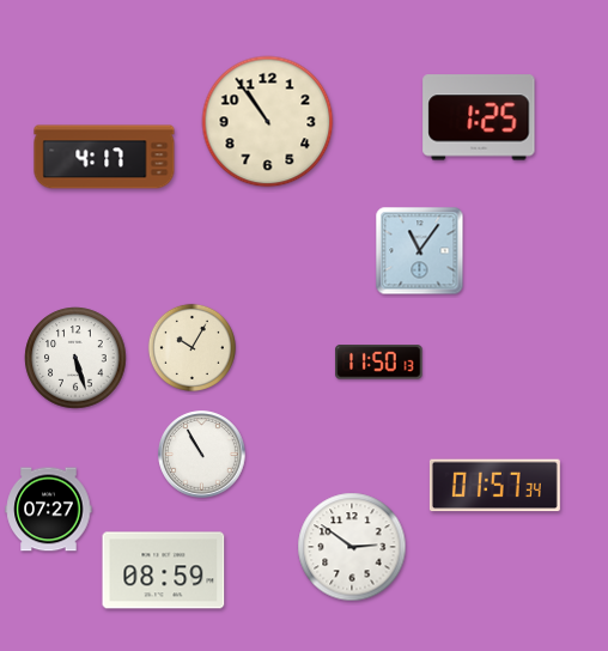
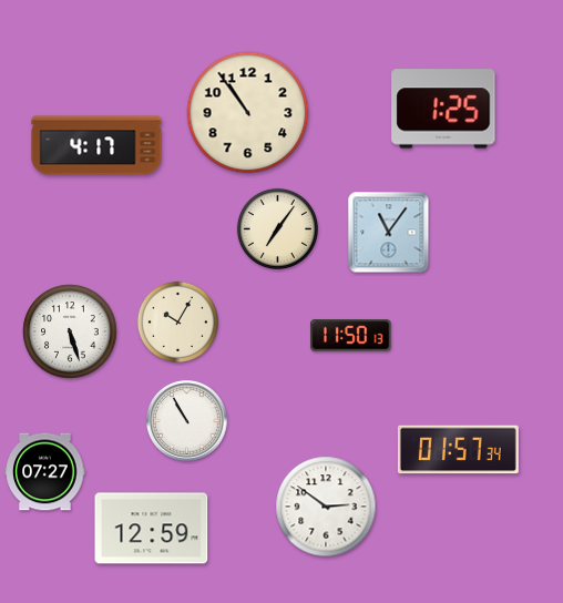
clock at (277, 228): none -> 7:06
clock at (164, 571): 08:59 -> 12:59
